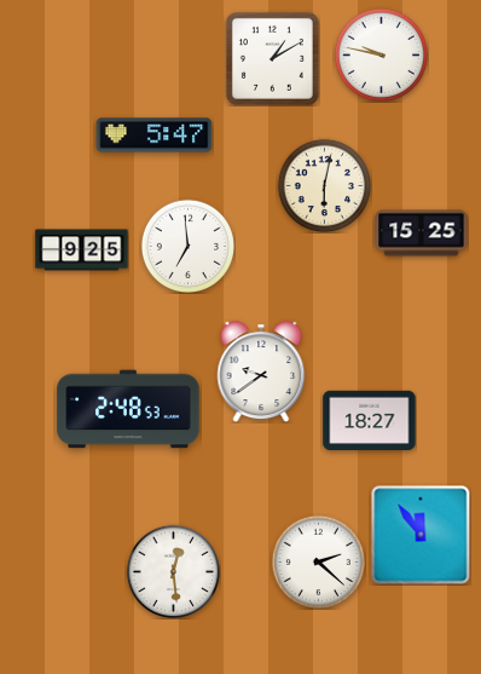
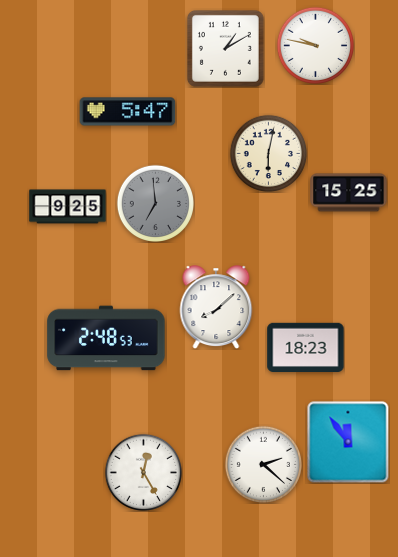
clock at (187, 246) dial: white -> grey
clock at (261, 371): 9:39 -> 8:08
clock at (370, 420): 18:27 -> 18:23
clock at (173, 571): 12:29 -> 12:25
